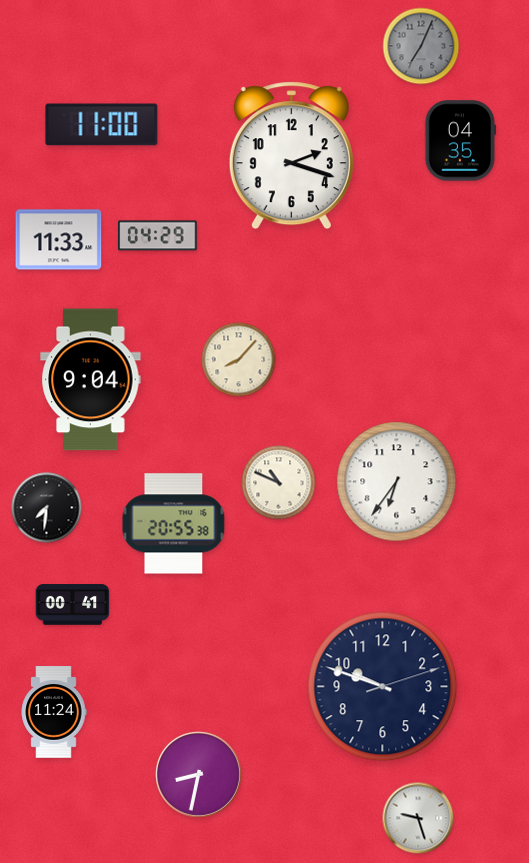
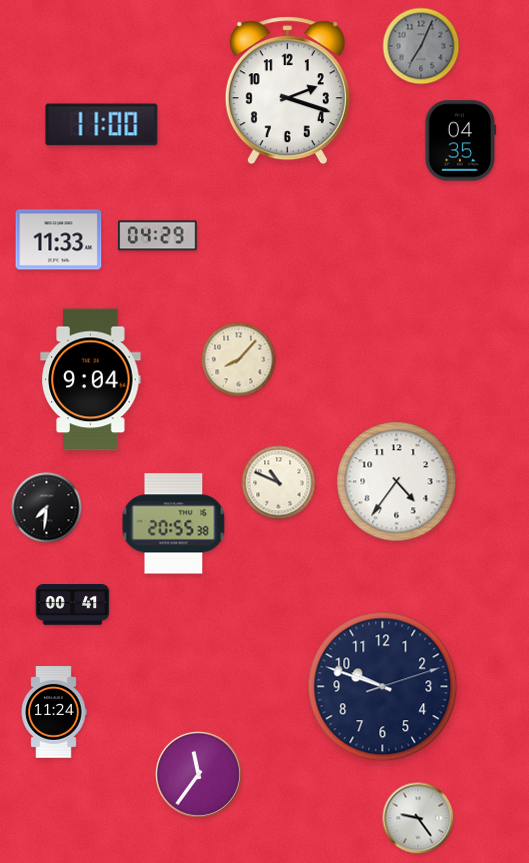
clock at (291, 156) position: (291, 156) -> (287, 91)
clock at (397, 482): 6:36 -> 4:36
clock at (198, 774): 8:32 -> 11:36
clock at (418, 818): 9:27 -> 9:24
